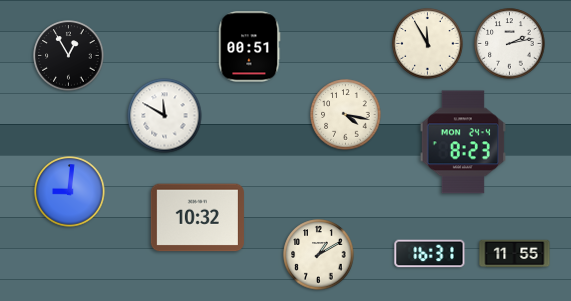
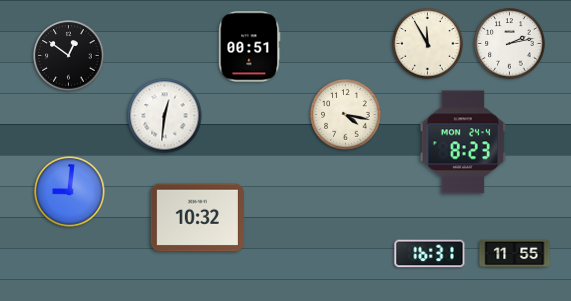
clock at (69, 56): 12:55 -> 12:51
clock at (165, 116): 11:50 -> 12:31
clock at (319, 255): 1:10 -> none
